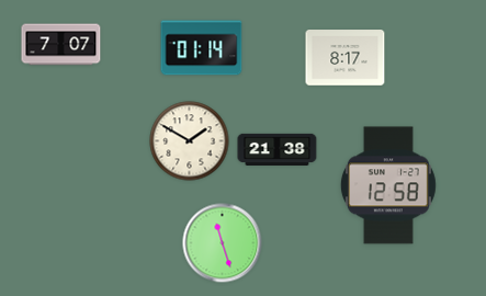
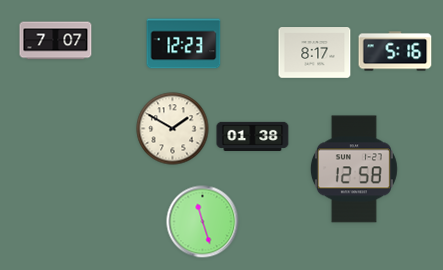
clock at (202, 48): 01:14 -> 12:23
clock at (395, 51): none -> 5:16
clock at (278, 149): 21:38 -> 01:38
